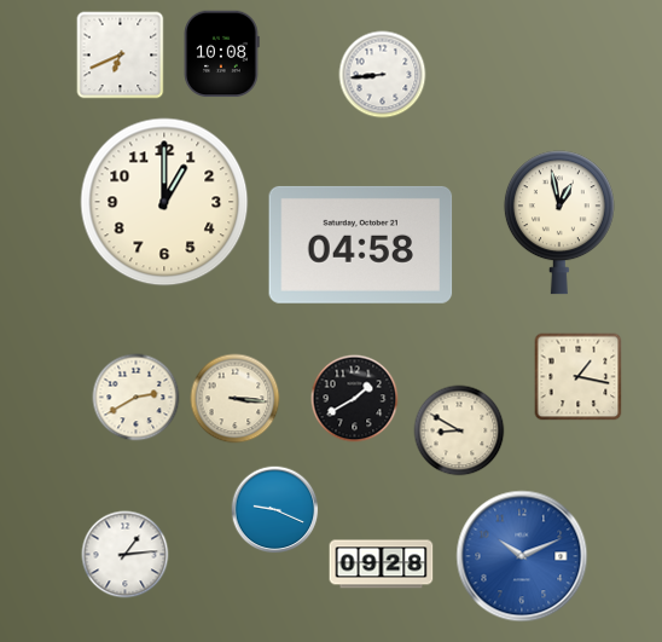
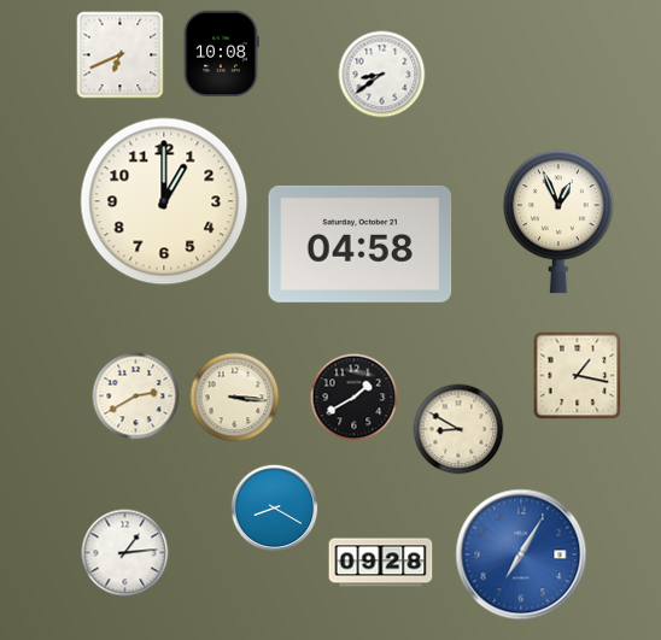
clock at (383, 75): 8:44 -> 8:39
clock at (559, 222): 12:58 -> 12:56
clock at (275, 510): 9:19 -> 8:20
clock at (522, 556): 10:11 -> 7:05
